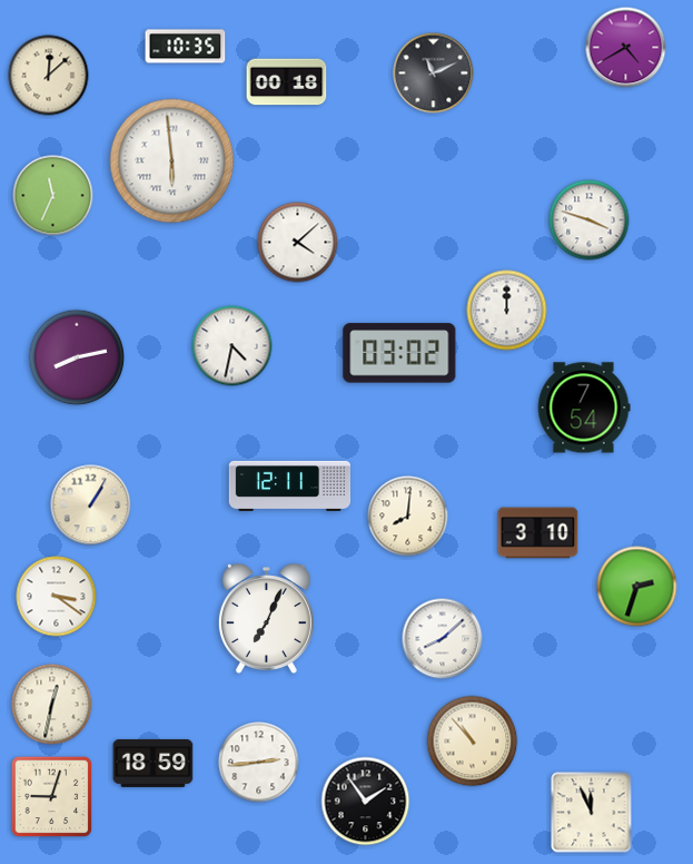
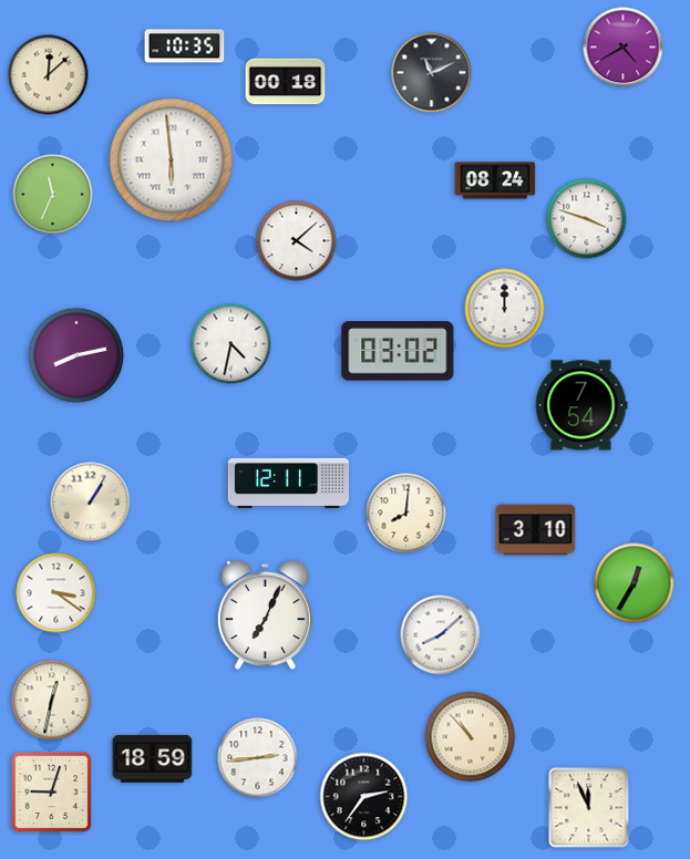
clock at (495, 180): none -> 08:24
clock at (637, 587): 2:33 -> 12:35
clock at (366, 802): 1:54 -> 2:36
